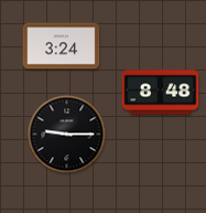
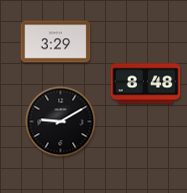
clock at (62, 46): 3:24 -> 3:29
clock at (67, 135): 9:15 -> 9:10
